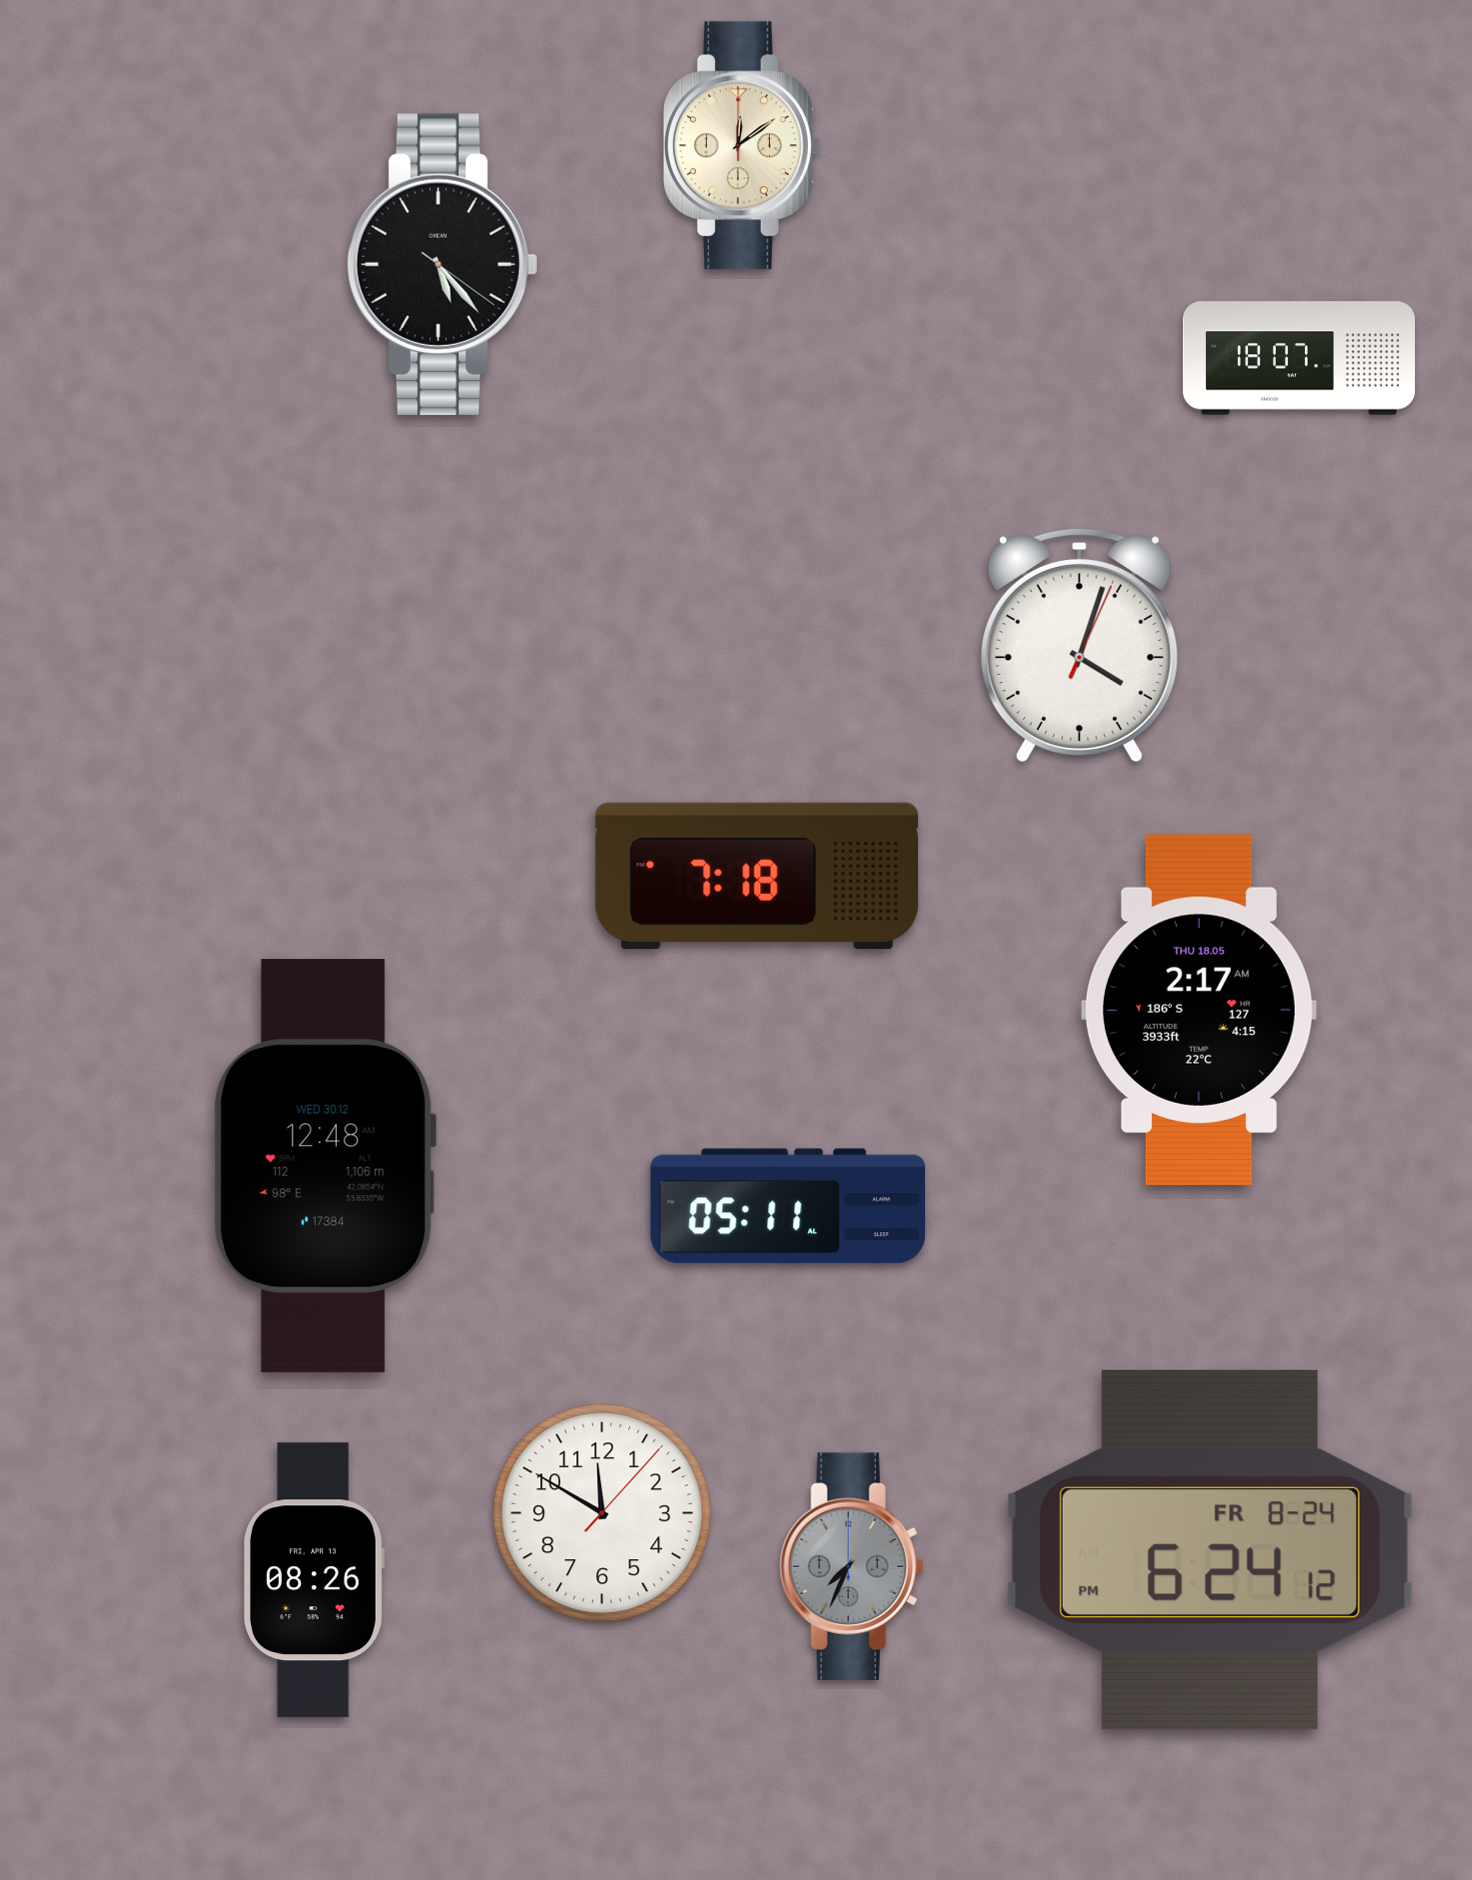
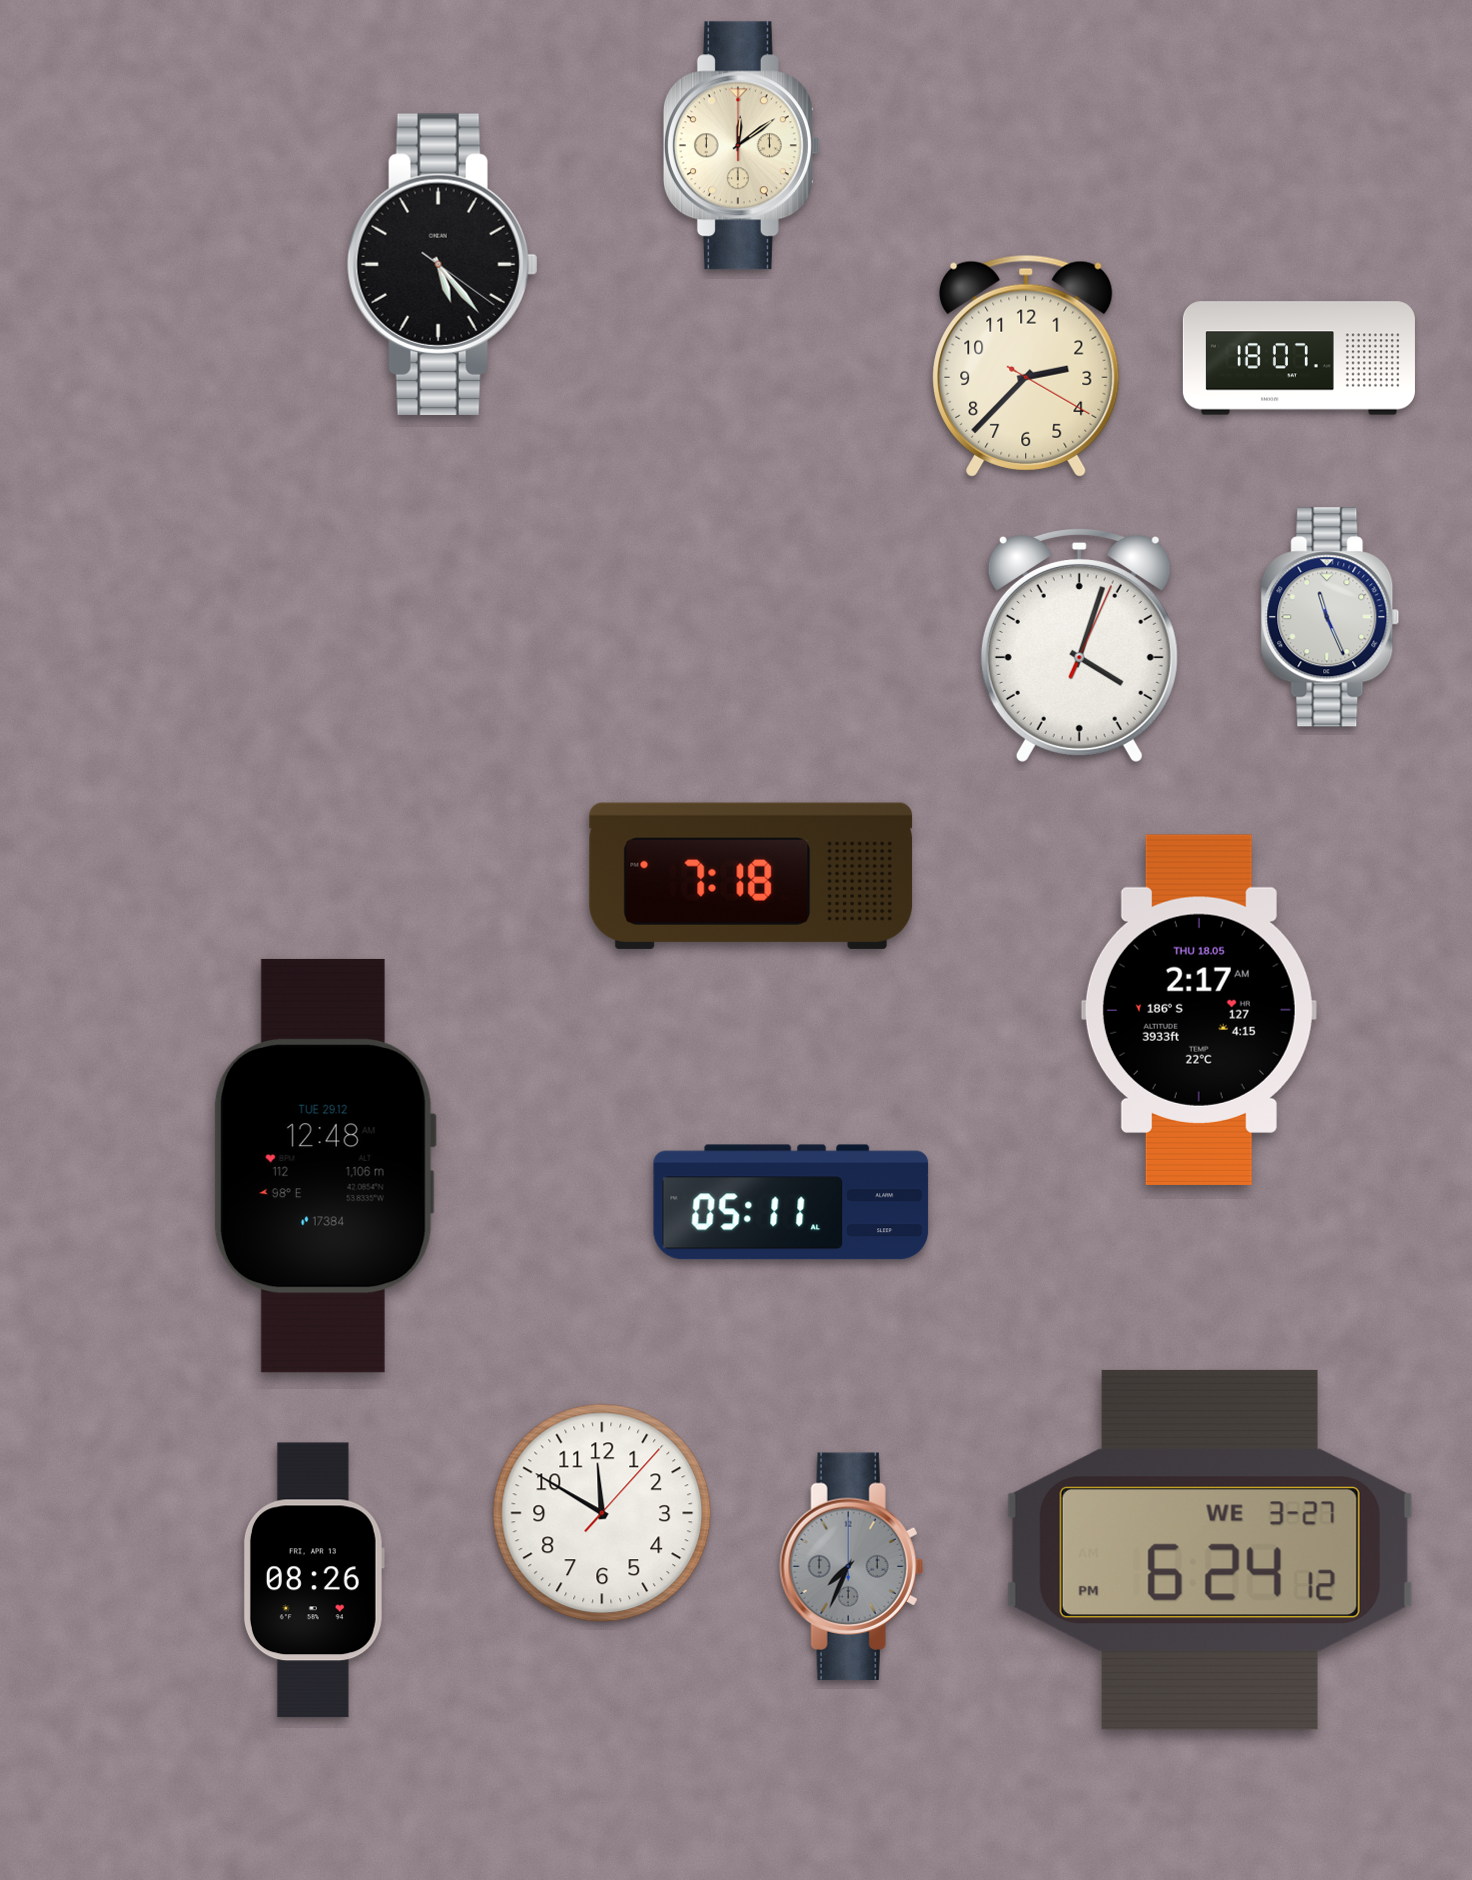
clock at (1026, 366): none -> 2:37
clock at (1330, 617): none -> 11:26
clock at (757, 876) position: (757, 876) -> (751, 876)
clock at (324, 1166) date: WED 30.12 -> TUE 29.12
clock at (788, 1206) position: (788, 1206) -> (791, 1202)
clock at (1210, 1550) date: FR 8-24 -> WE 3-27
